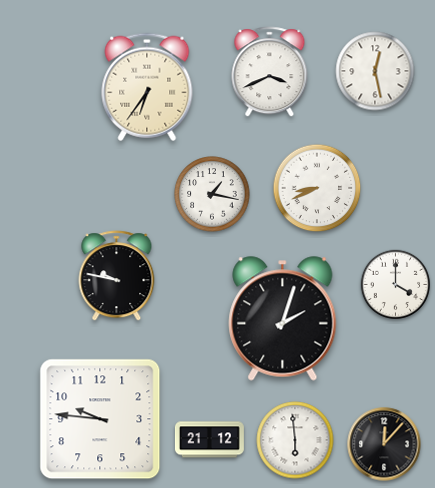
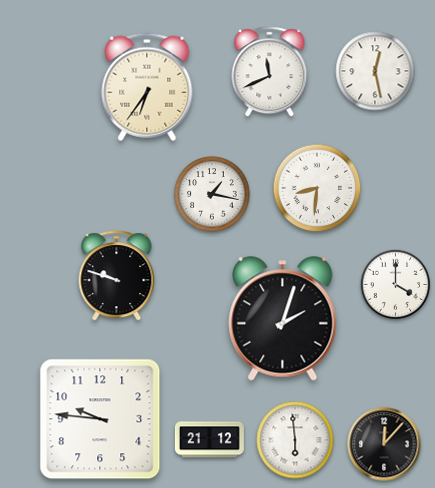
clock at (270, 72): 3:41 -> 11:41
clock at (317, 188): 8:41 -> 8:31
clock at (117, 276): 9:47 -> 9:48
